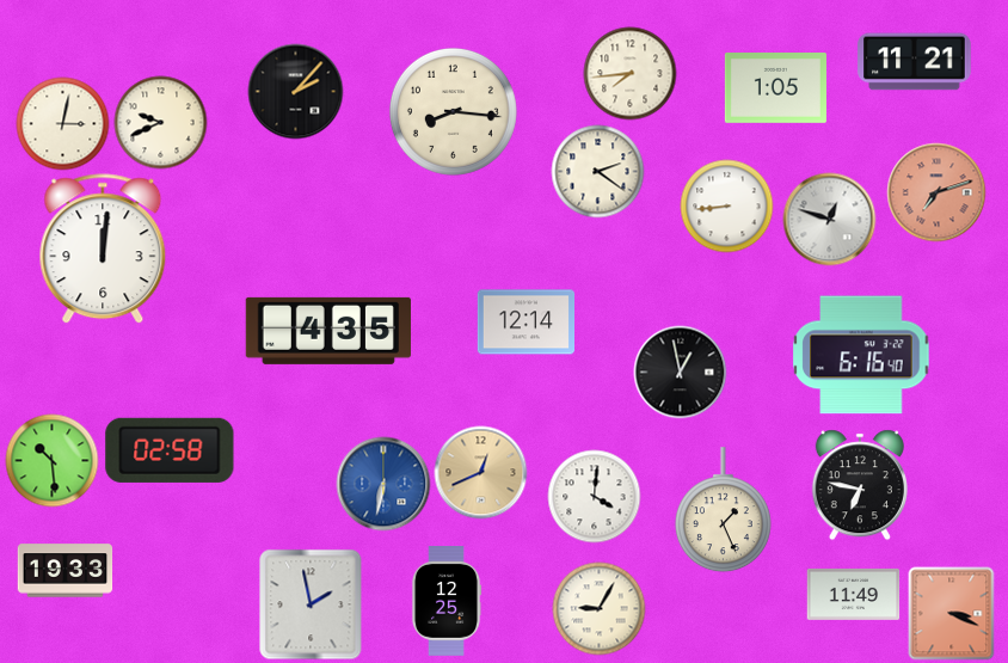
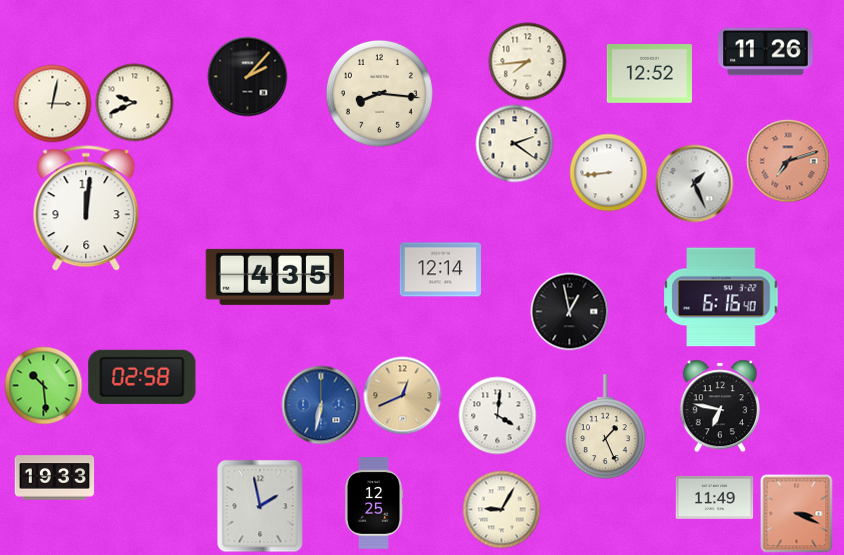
clock at (915, 62): 11:21 -> 11:26
clock at (775, 88): 1:05 -> 12:52
clock at (597, 171) position: (597, 171) -> (514, 143)
clock at (936, 192) position: (936, 192) -> (788, 161)
clock at (829, 219): 12:48 -> 1:26
